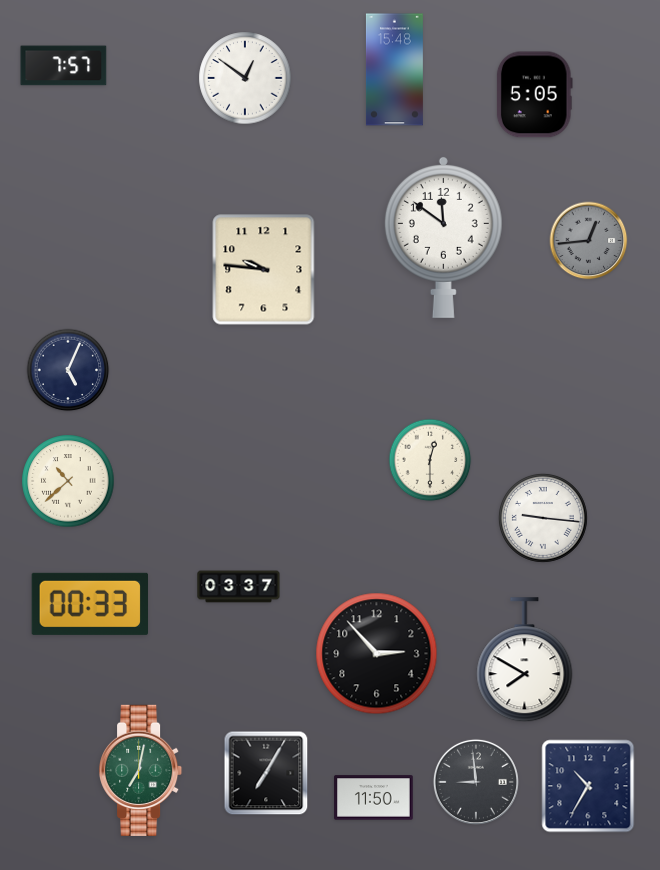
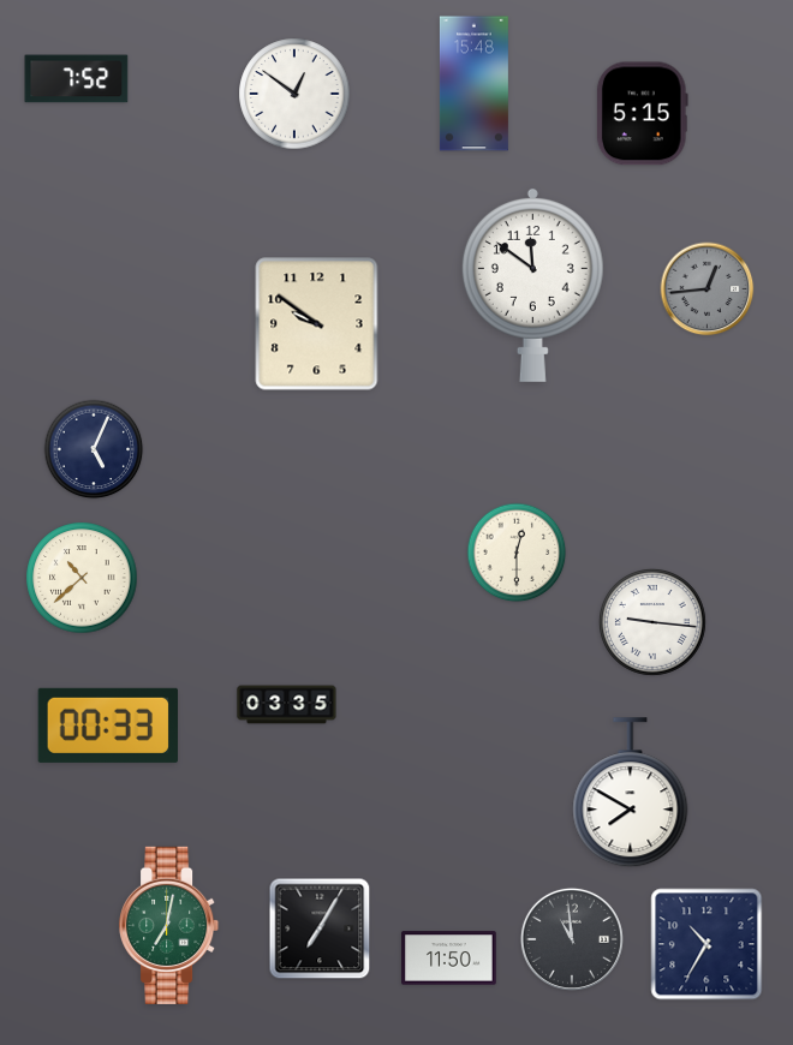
clock at (64, 66): 7:57 -> 7:52
clock at (534, 95): 5:05 -> 5:15
clock at (264, 270): 9:46 -> 9:51
clock at (68, 370) position: (68, 370) -> (94, 449)
clock at (239, 587): 03:37 -> 03:35
clock at (377, 654): 2:53 -> none
clock at (476, 782): 8:59 -> 10:59
